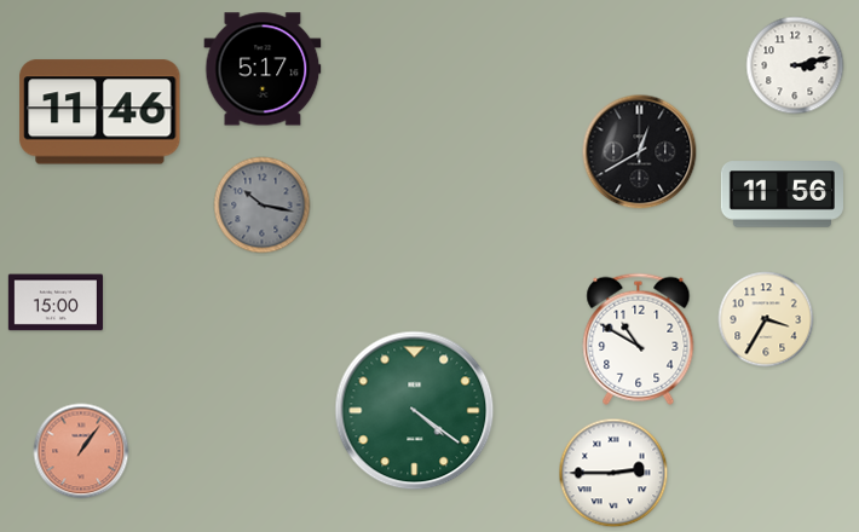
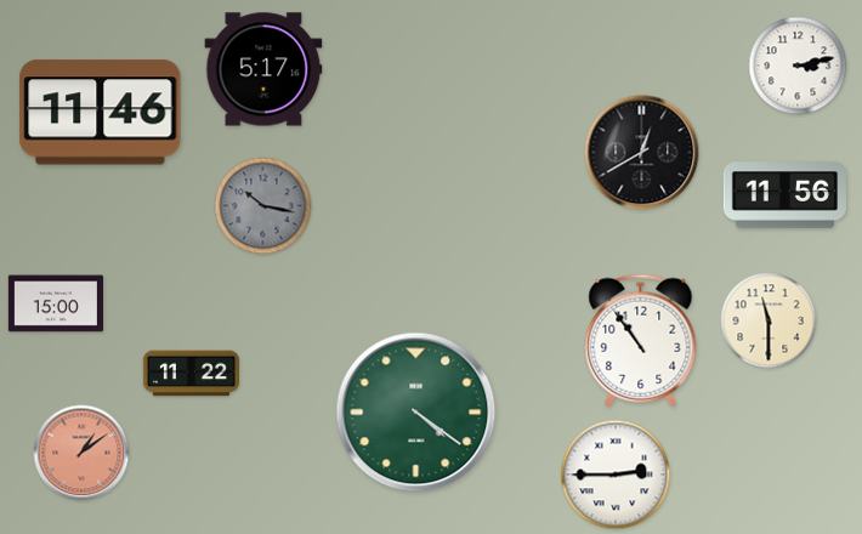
clock at (766, 319): 3:35 -> 11:30
clock at (639, 339): 10:50 -> 10:54
clock at (191, 374): none -> 11:22
clock at (81, 451): 1:06 -> 1:09
